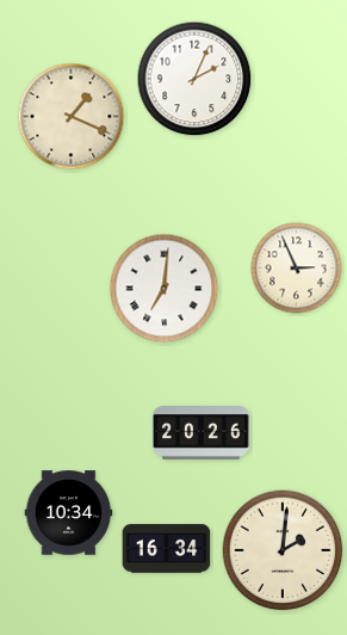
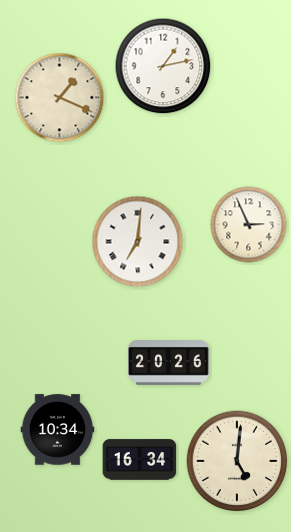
clock at (194, 79): 2:04 -> 1:13
clock at (283, 550): 2:01 -> 5:01
